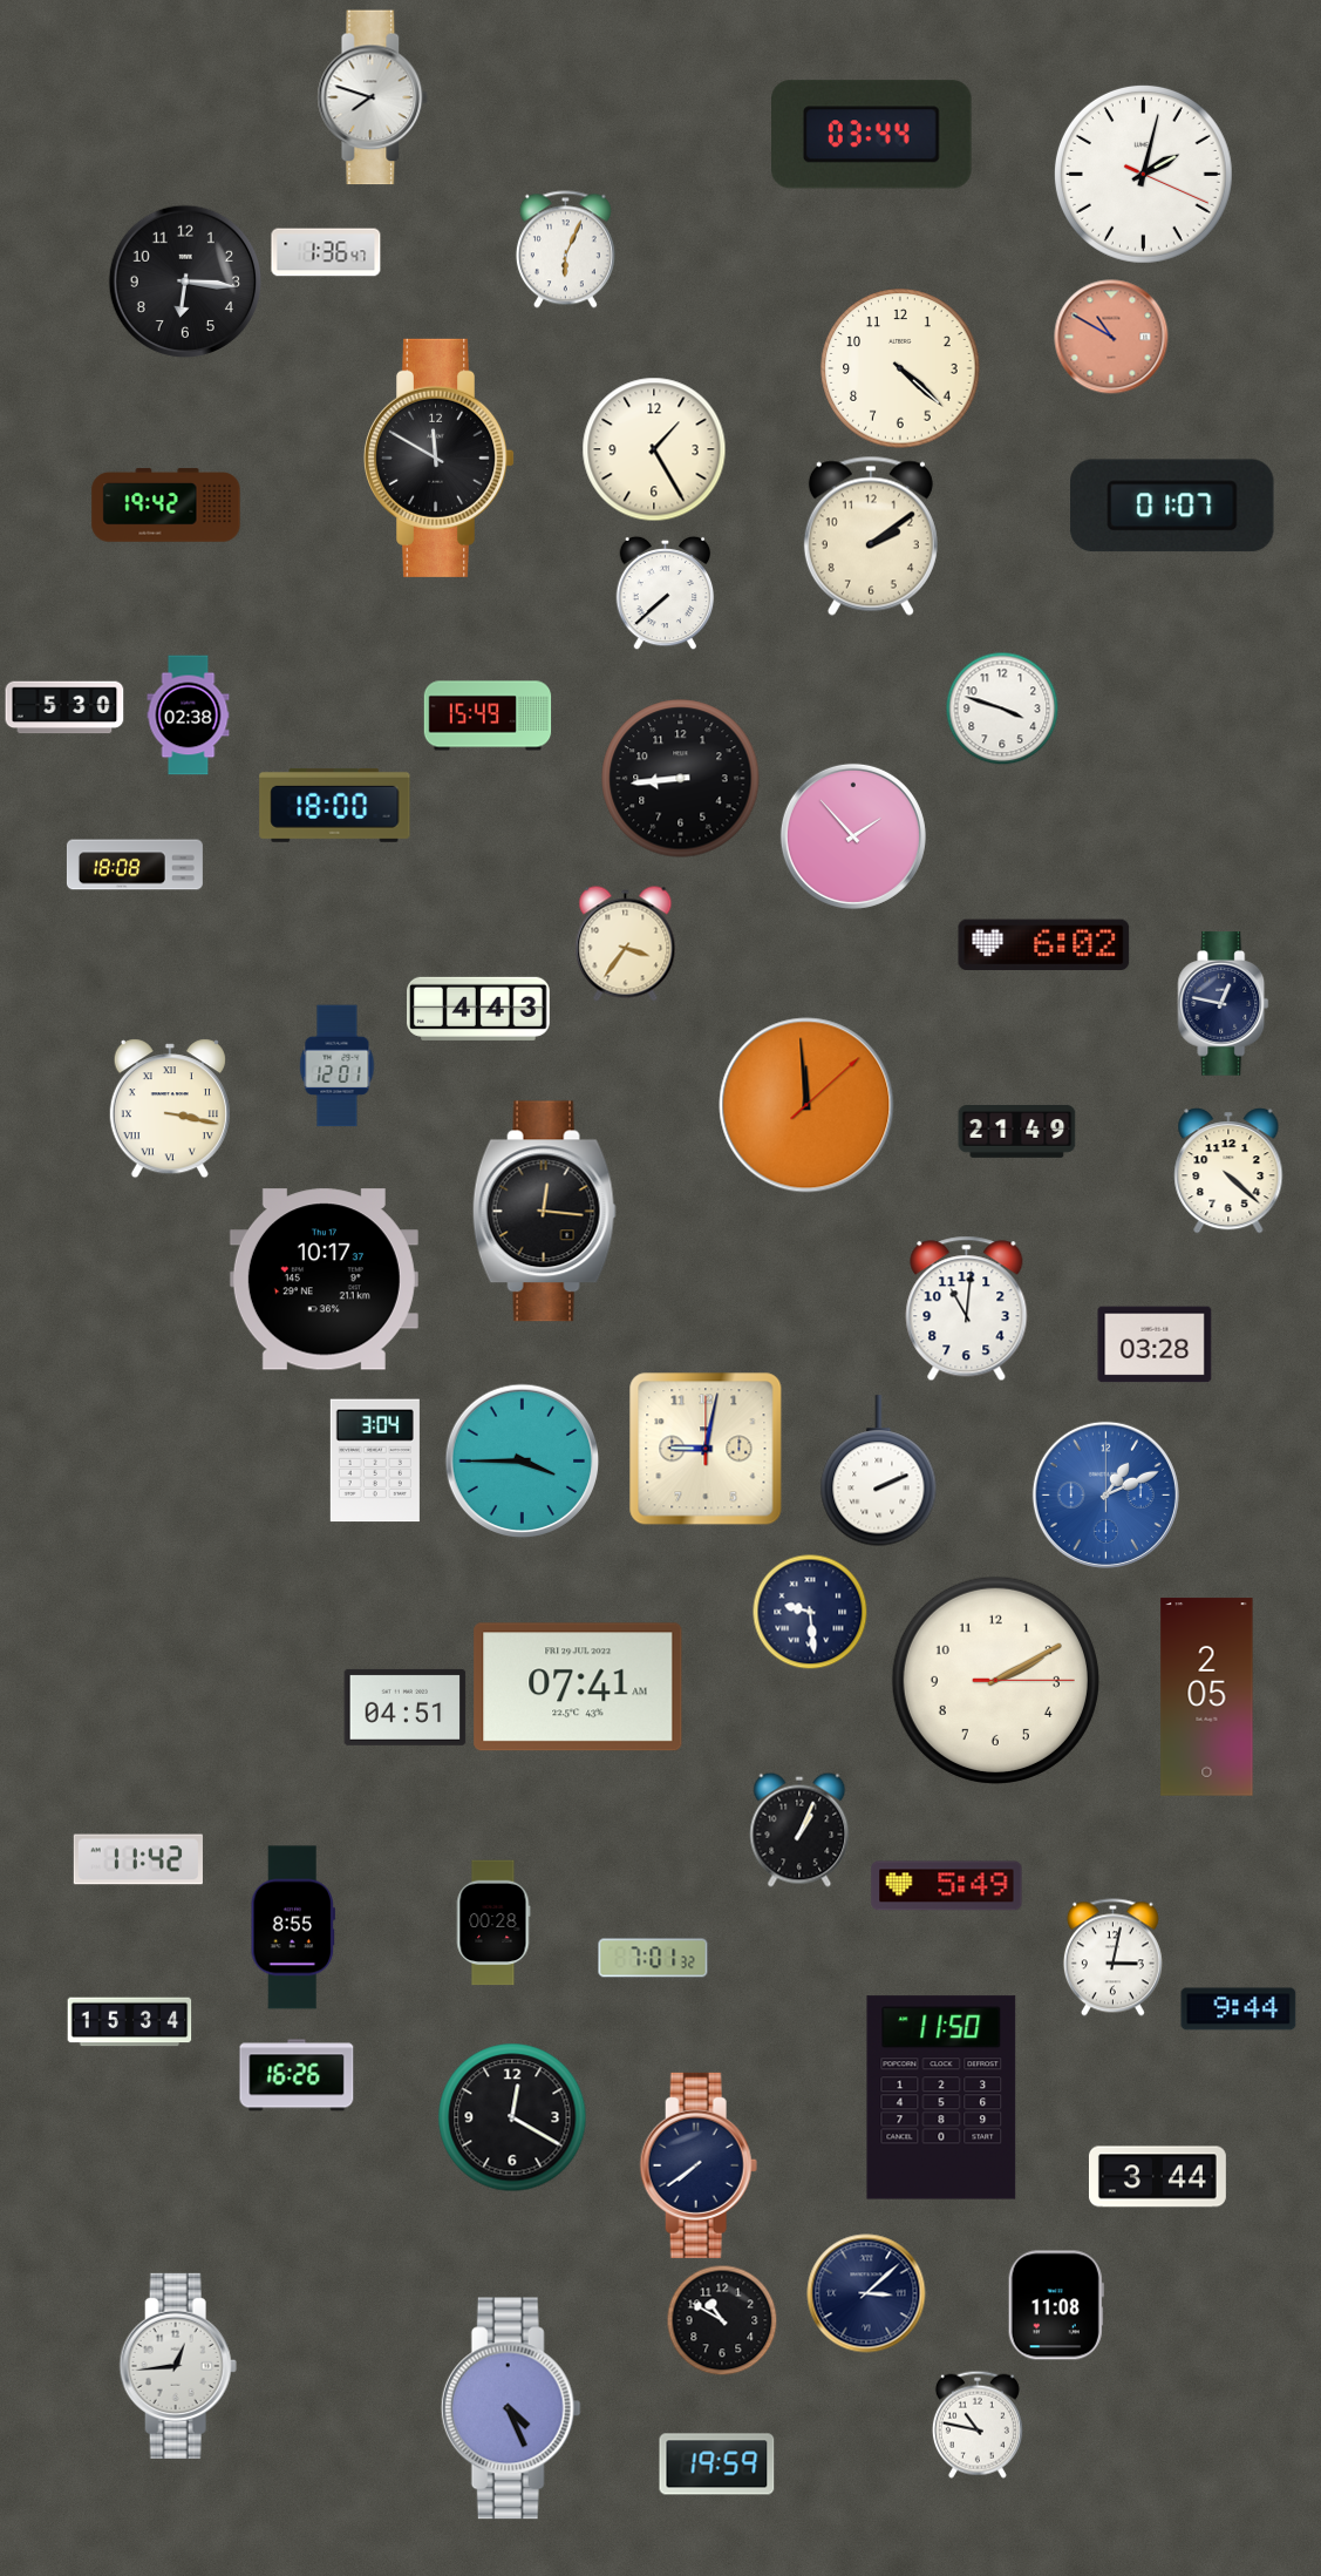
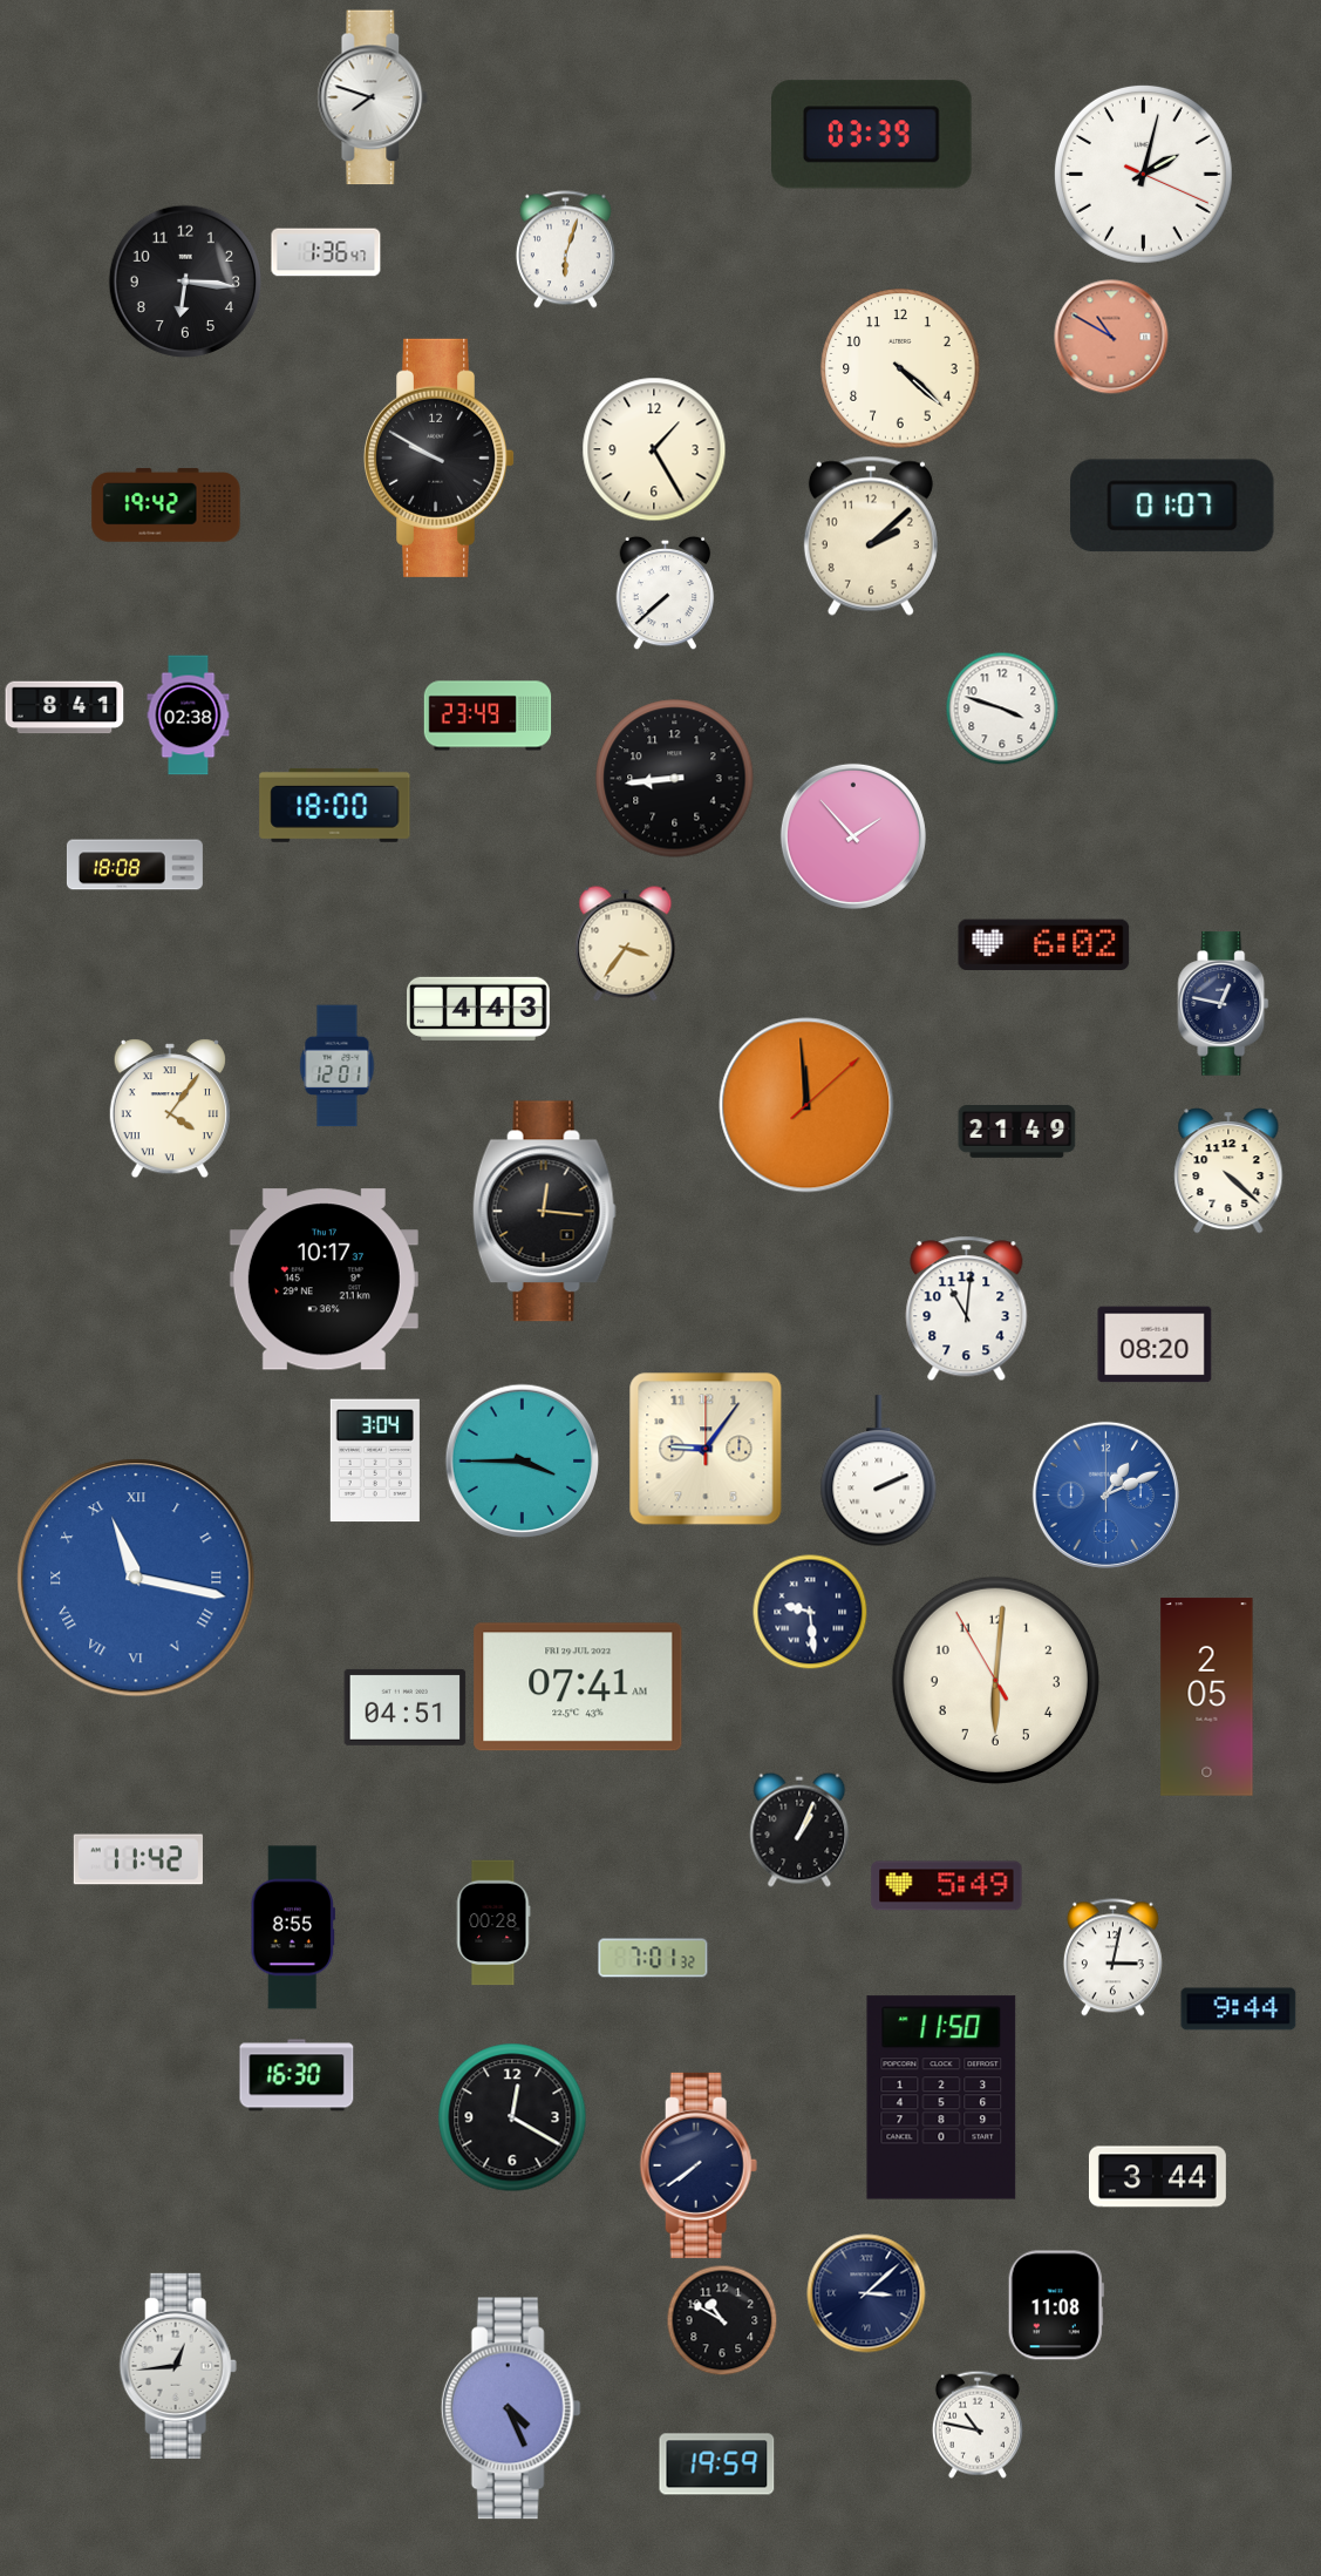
clock at (872, 135): 03:44 -> 03:39
clock at (565, 250): 6:04 -> 6:03
clock at (441, 457): 11:50 -> 9:50
clock at (871, 536): 2:09 -> 2:08
clock at (64, 707): 5:30 -> 8:41
clock at (488, 716): 15:49 -> 23:49
clock at (681, 779) position: (681, 779) -> (675, 779)
clock at (170, 1109): 3:17 -> 4:06
clock at (1155, 1344): 03:28 -> 08:20
clock at (706, 1449): 9:02 -> 9:06
clock at (136, 1578): none -> 11:17
clock at (995, 1680): 2:10 -> 6:00
clock at (130, 2022): 15:34 -> none
clock at (297, 2075): 16:26 -> 16:30
